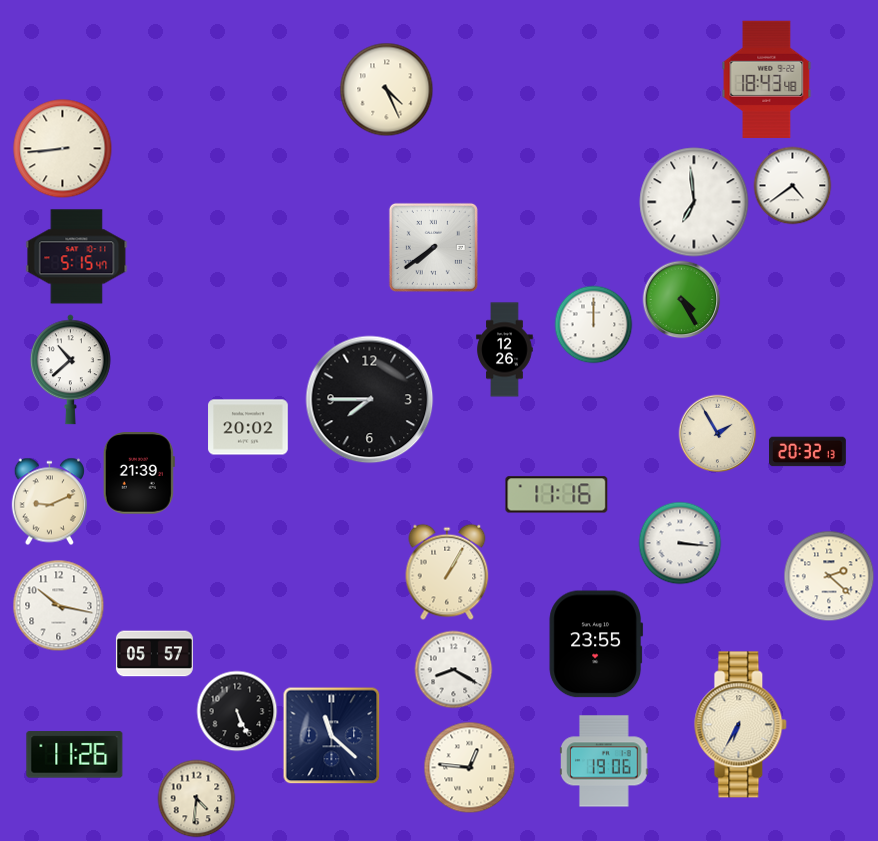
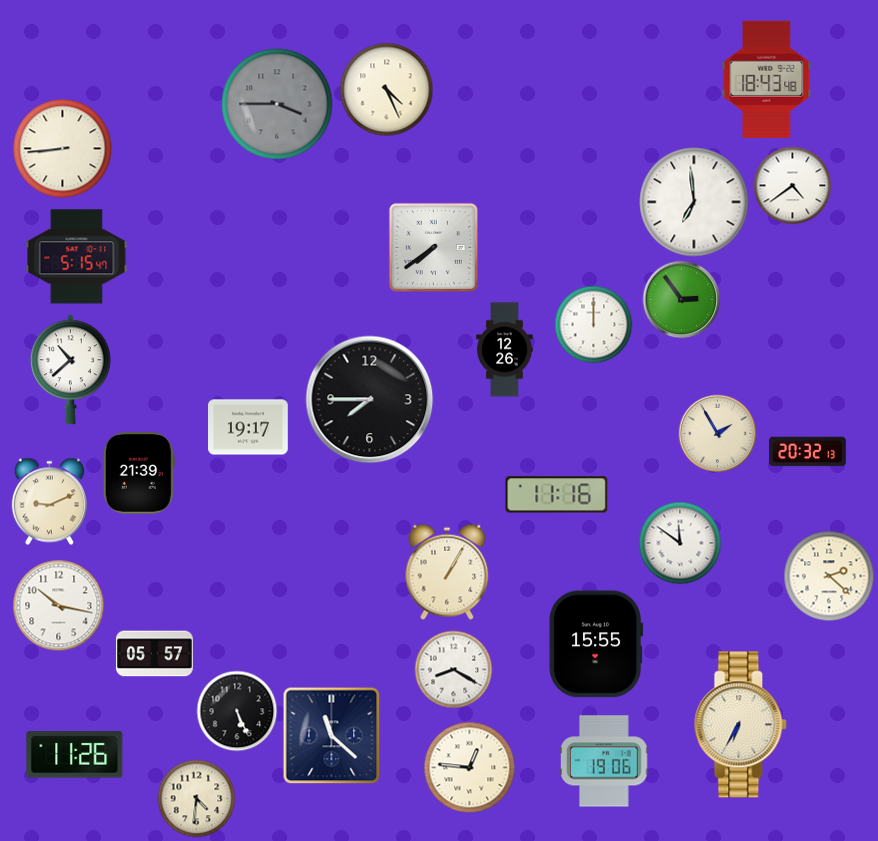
clock at (277, 104): none -> 3:45
clock at (681, 299): 4:25 -> 2:54
clock at (248, 427): 20:02 -> 19:17
clock at (680, 543): 3:16 -> 11:51
clock at (596, 644): 23:55 -> 15:55
